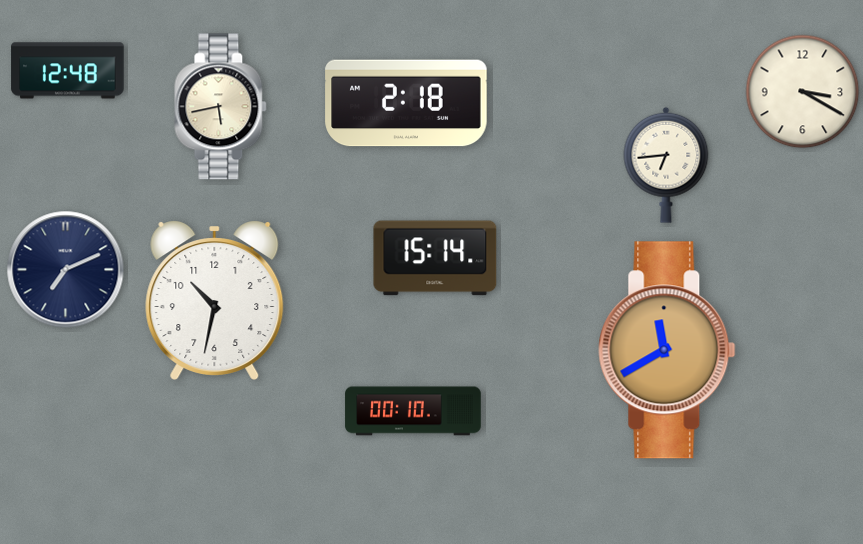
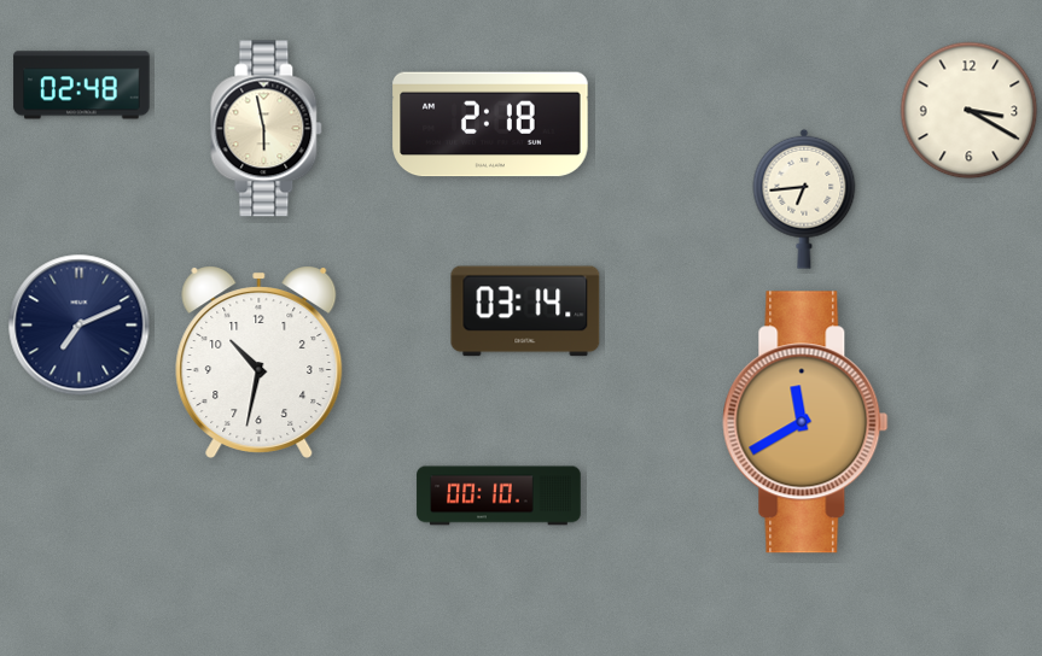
clock at (68, 71): 12:48 -> 02:48
clock at (221, 107): 5:43 -> 5:58
clock at (435, 258): 15:14 -> 03:14
